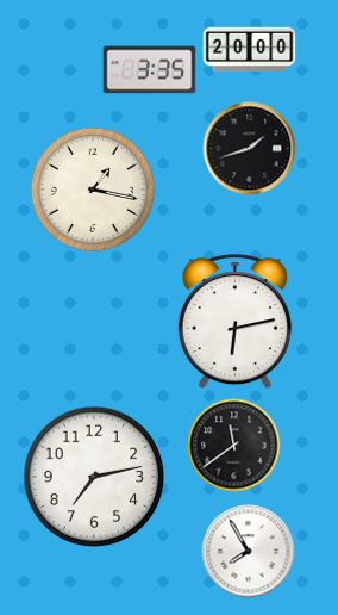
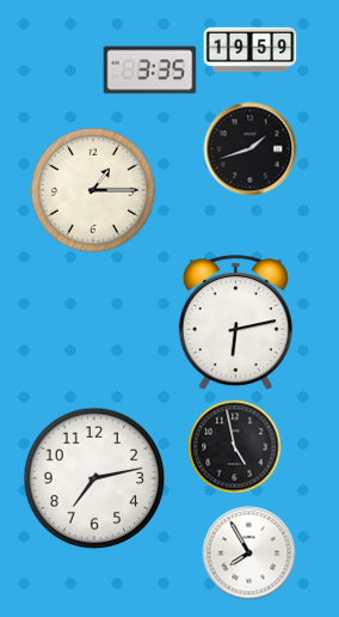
clock at (249, 50): 20:00 -> 19:59
clock at (93, 190): 1:17 -> 1:15
clock at (233, 445): 11:39 -> 4:58
